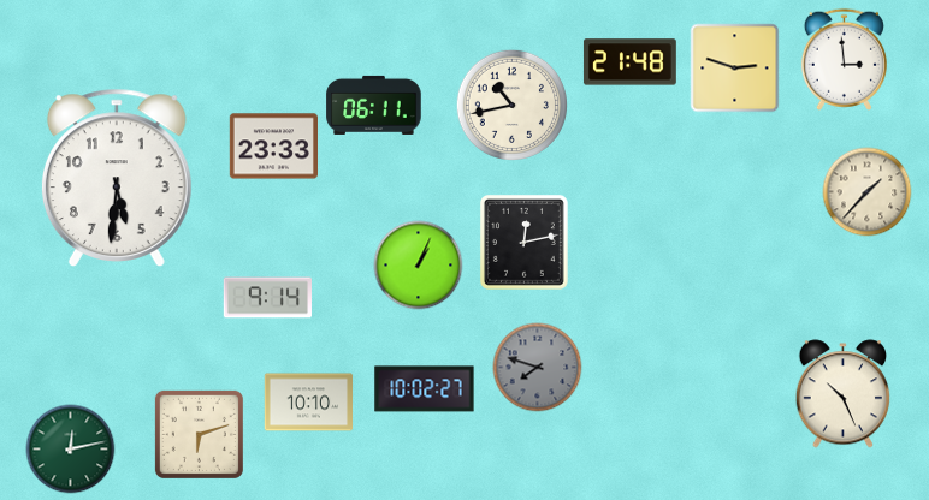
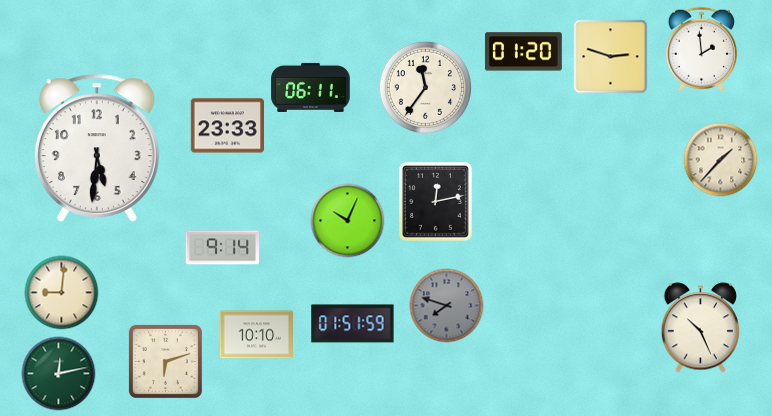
clock at (844, 59): 2:59 -> 1:59
clock at (629, 62): 21:48 -> 01:20
clock at (511, 105): 10:43 -> 11:36
clock at (273, 147) position: (273, 147) -> (227, 126)
clock at (419, 266): 1:04 -> 10:04
clock at (62, 293): none -> 9:01
clock at (425, 389): 10:02 -> 01:51
